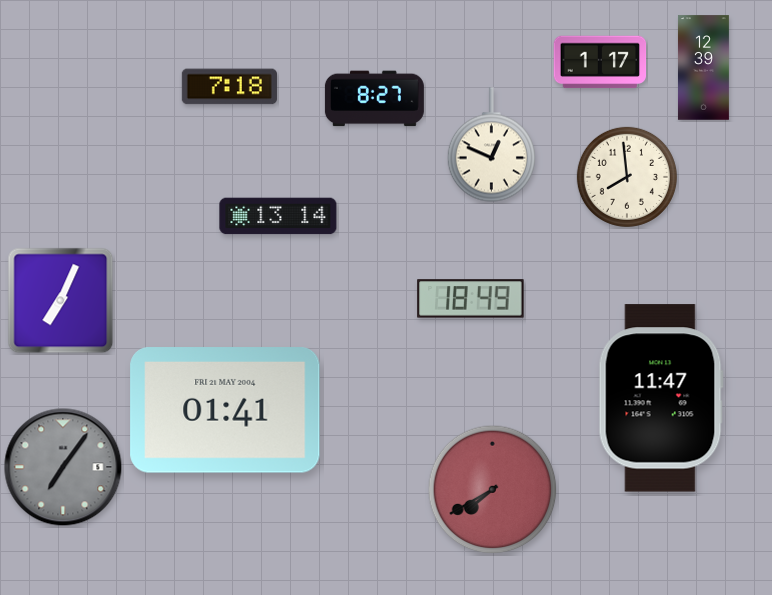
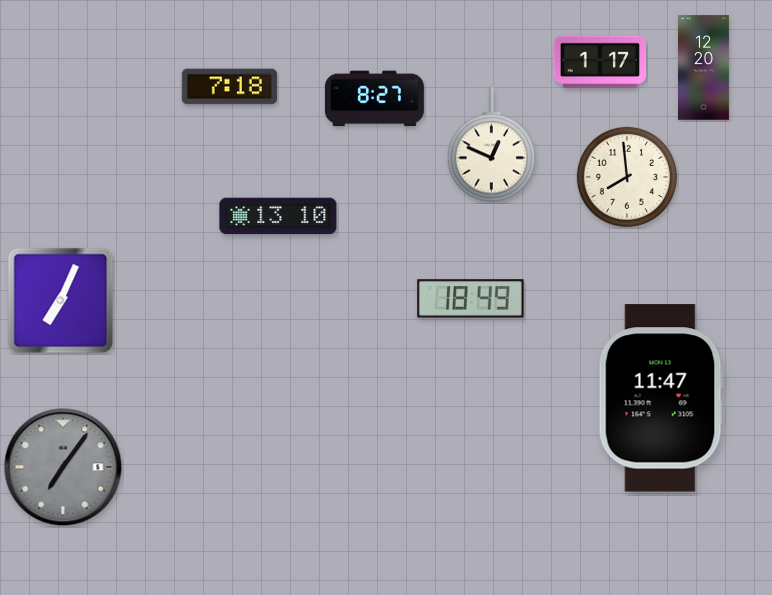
clock at (703, 68): 12:39 -> 12:20
clock at (278, 216): 13:14 -> 13:10
clock at (225, 410): 01:41 -> none
clock at (493, 490): 7:40 -> none
